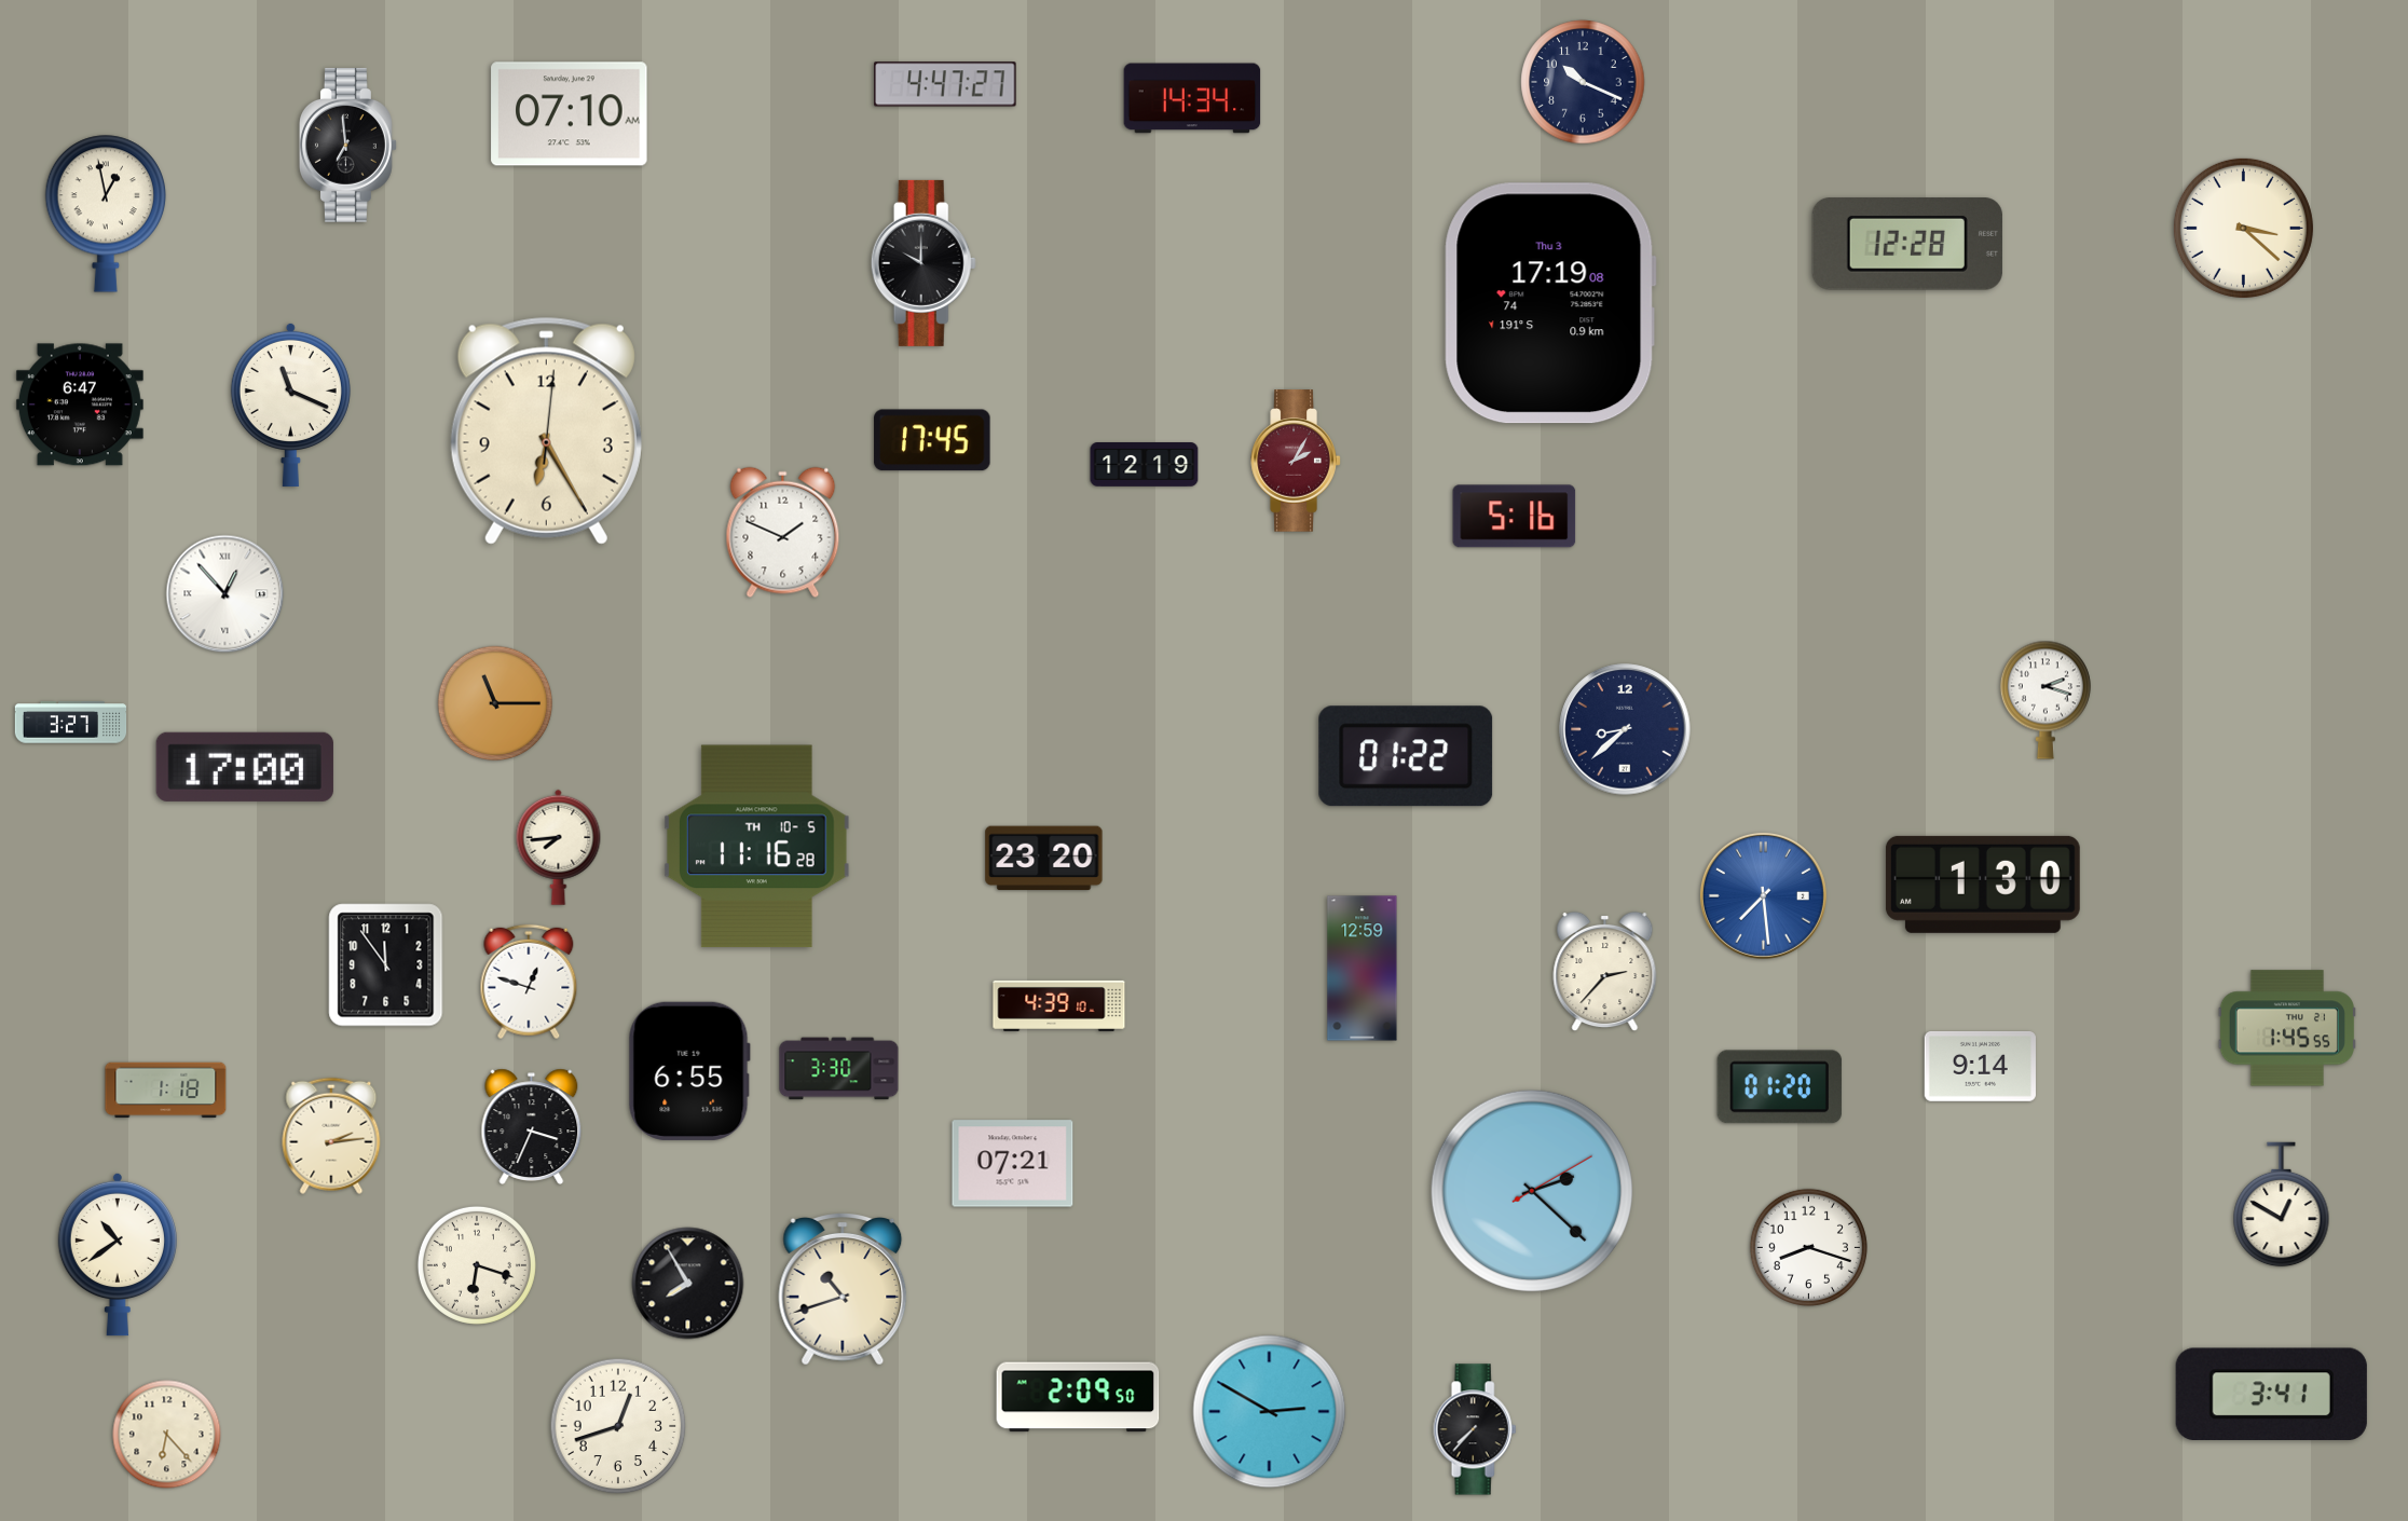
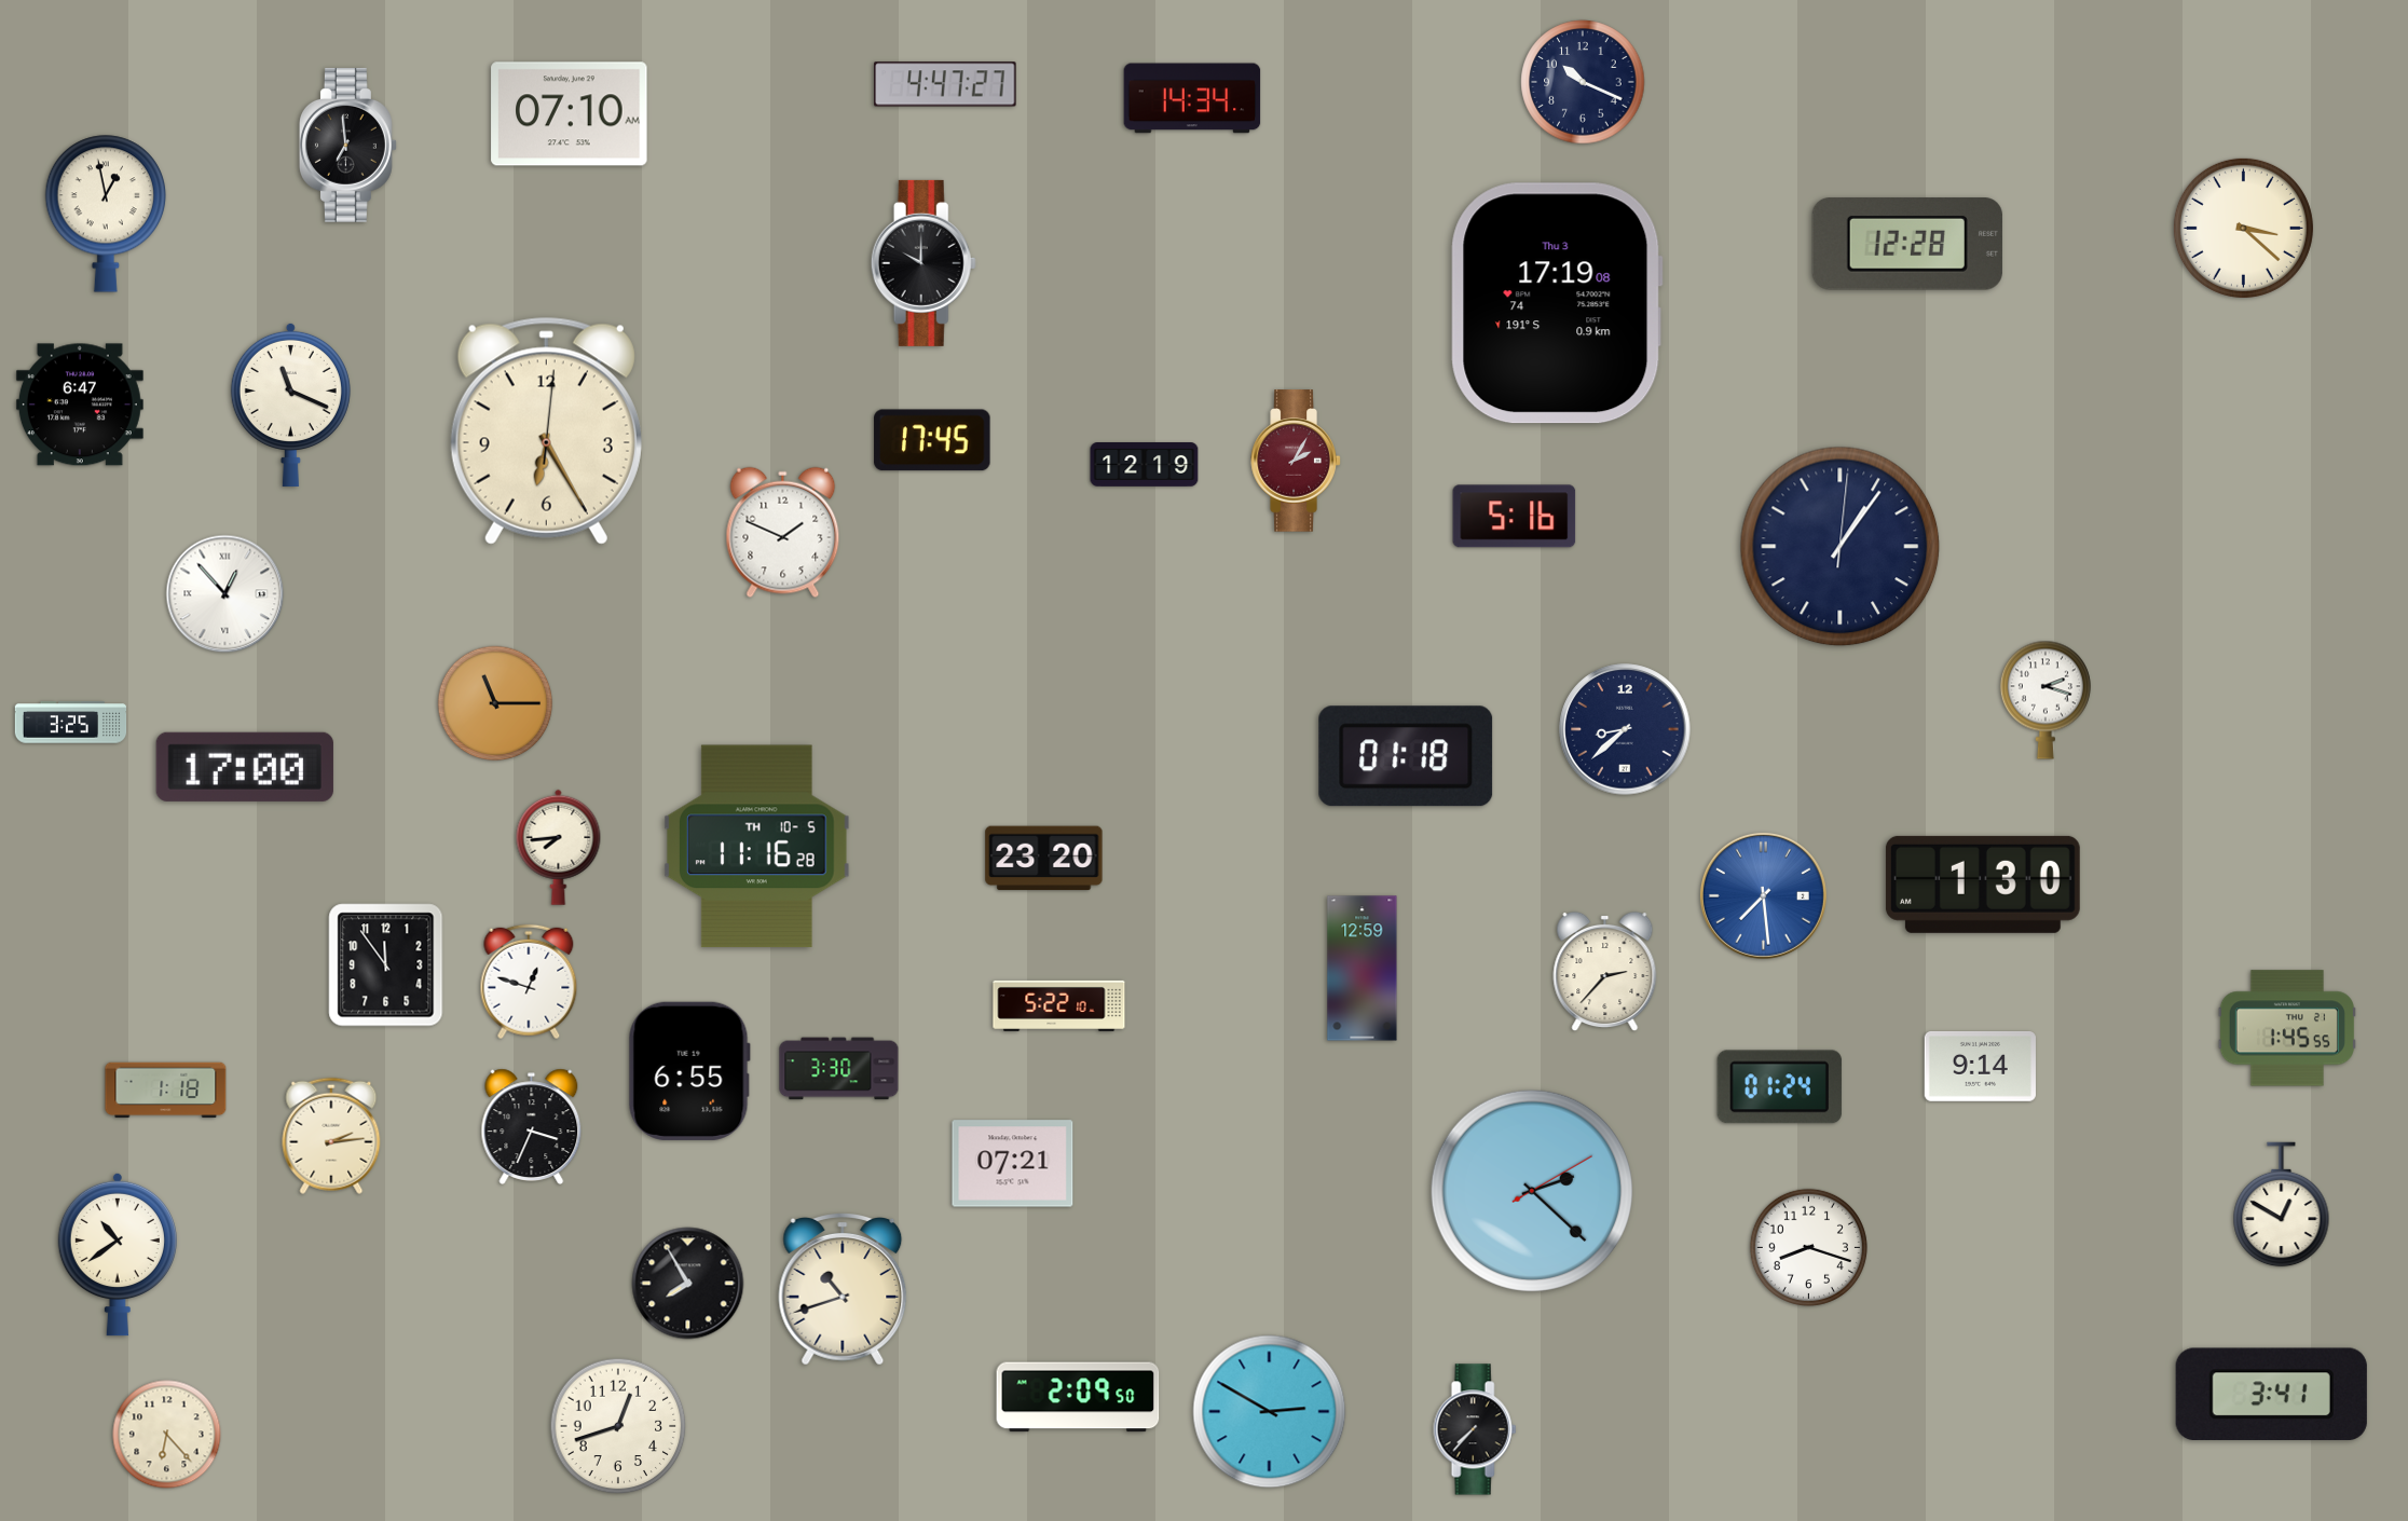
clock at (1550, 303) position: (1550, 303) -> (1557, 303)
clock at (1841, 547): none -> 1:06
clock at (71, 723): 3:27 -> 3:25
clock at (1406, 756): 01:22 -> 01:18
clock at (1059, 1005): 4:39 -> 5:22
clock at (1779, 1087): 01:20 -> 01:24
clock at (477, 1265): 6:18 -> none
